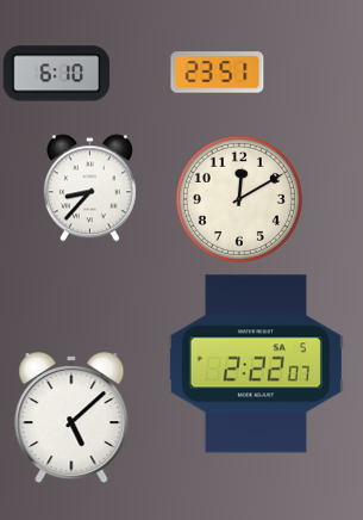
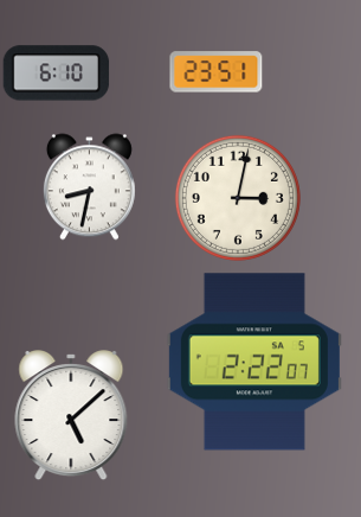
clock at (89, 188): 8:37 -> 8:32
clock at (239, 199): 12:10 -> 3:02
